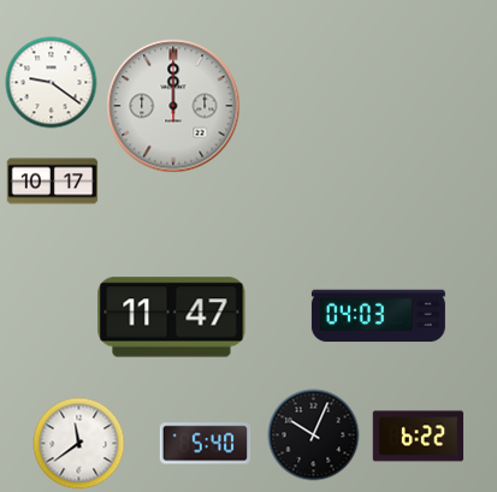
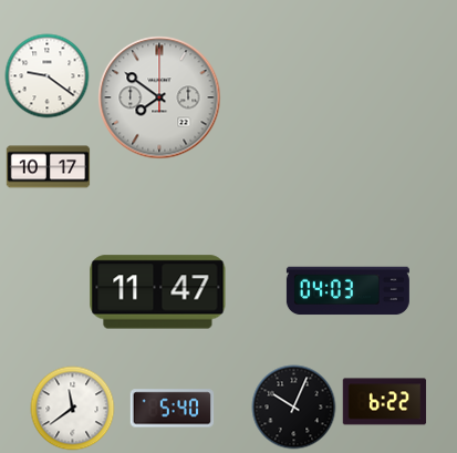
clock at (173, 106): 12:00 -> 7:51
clock at (314, 435) position: (314, 435) -> (294, 408)
clock at (206, 444) position: (206, 444) -> (173, 409)
